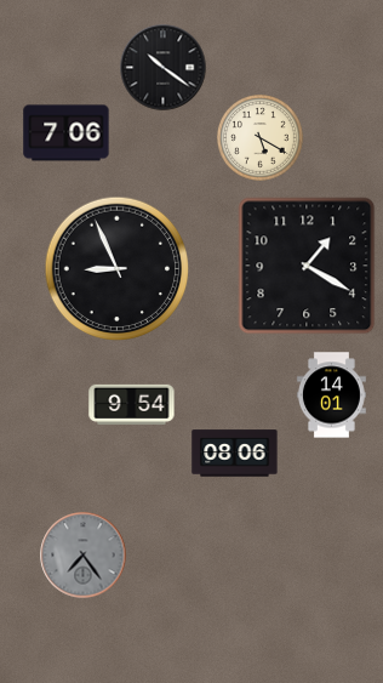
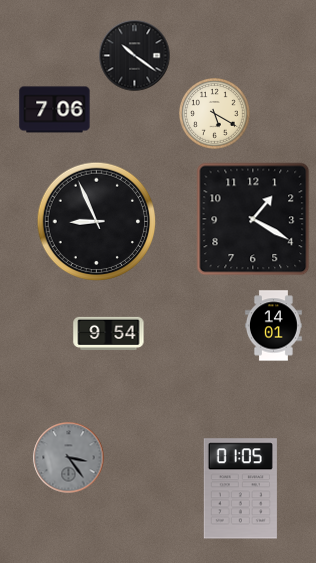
clock at (235, 454): 08:06 -> none
clock at (84, 556): 7:24 -> 3:24
clock at (240, 489): none -> 01:05
